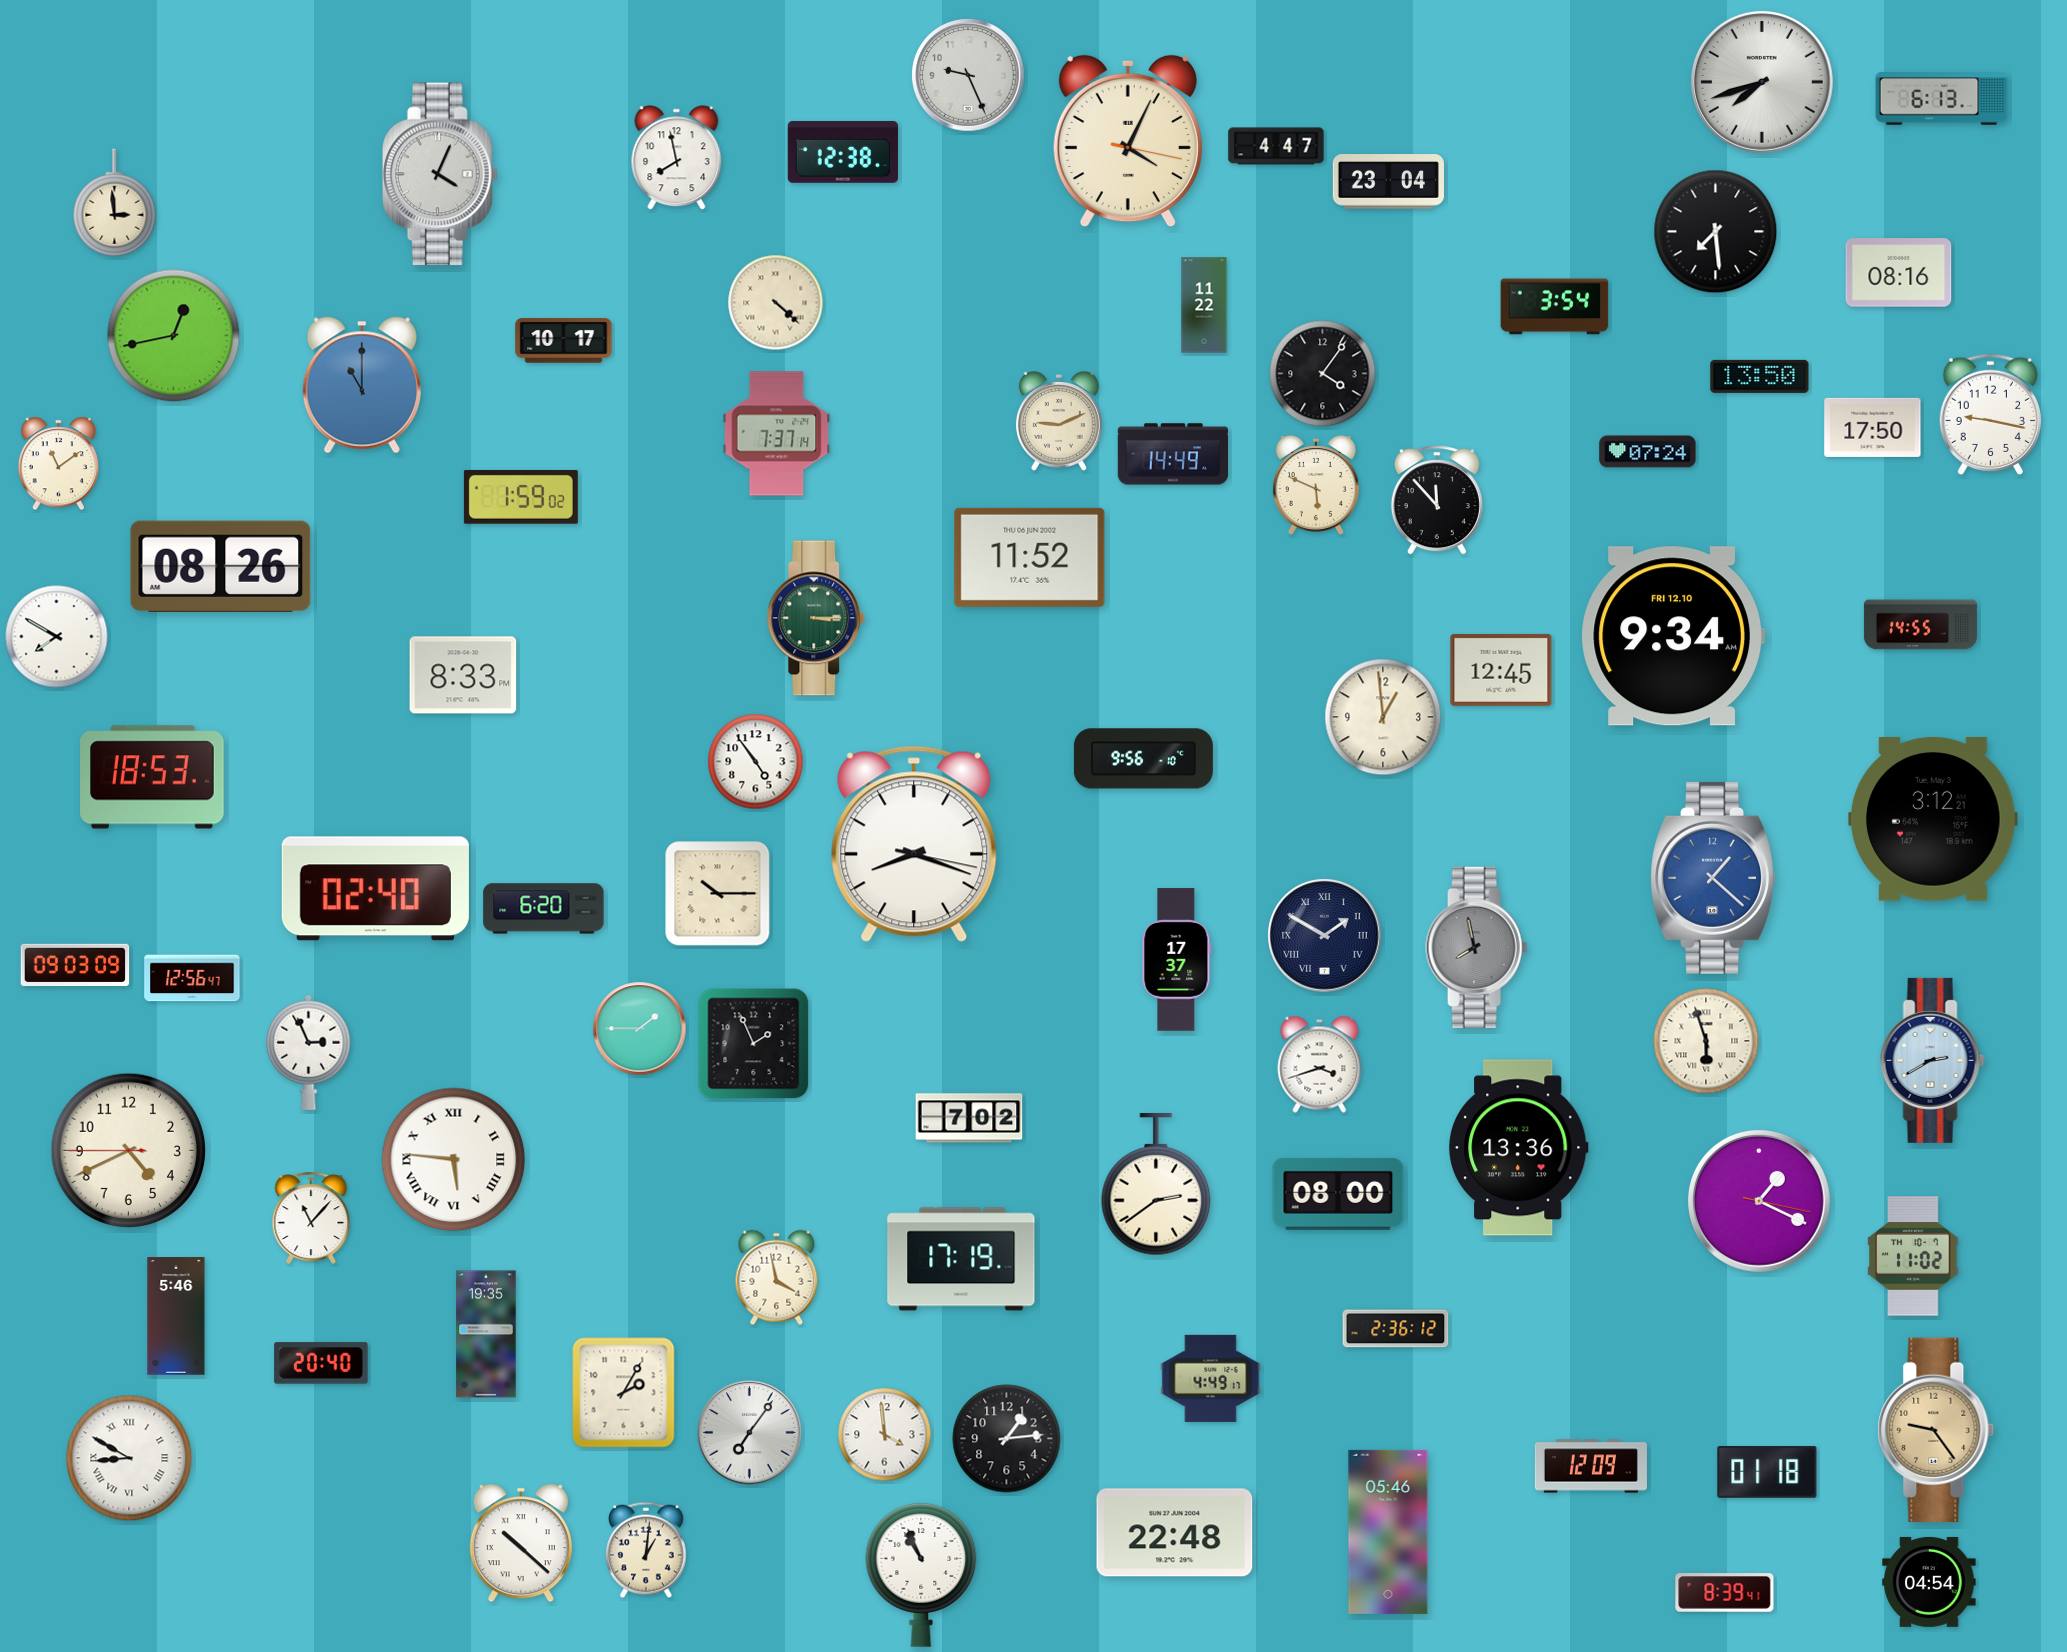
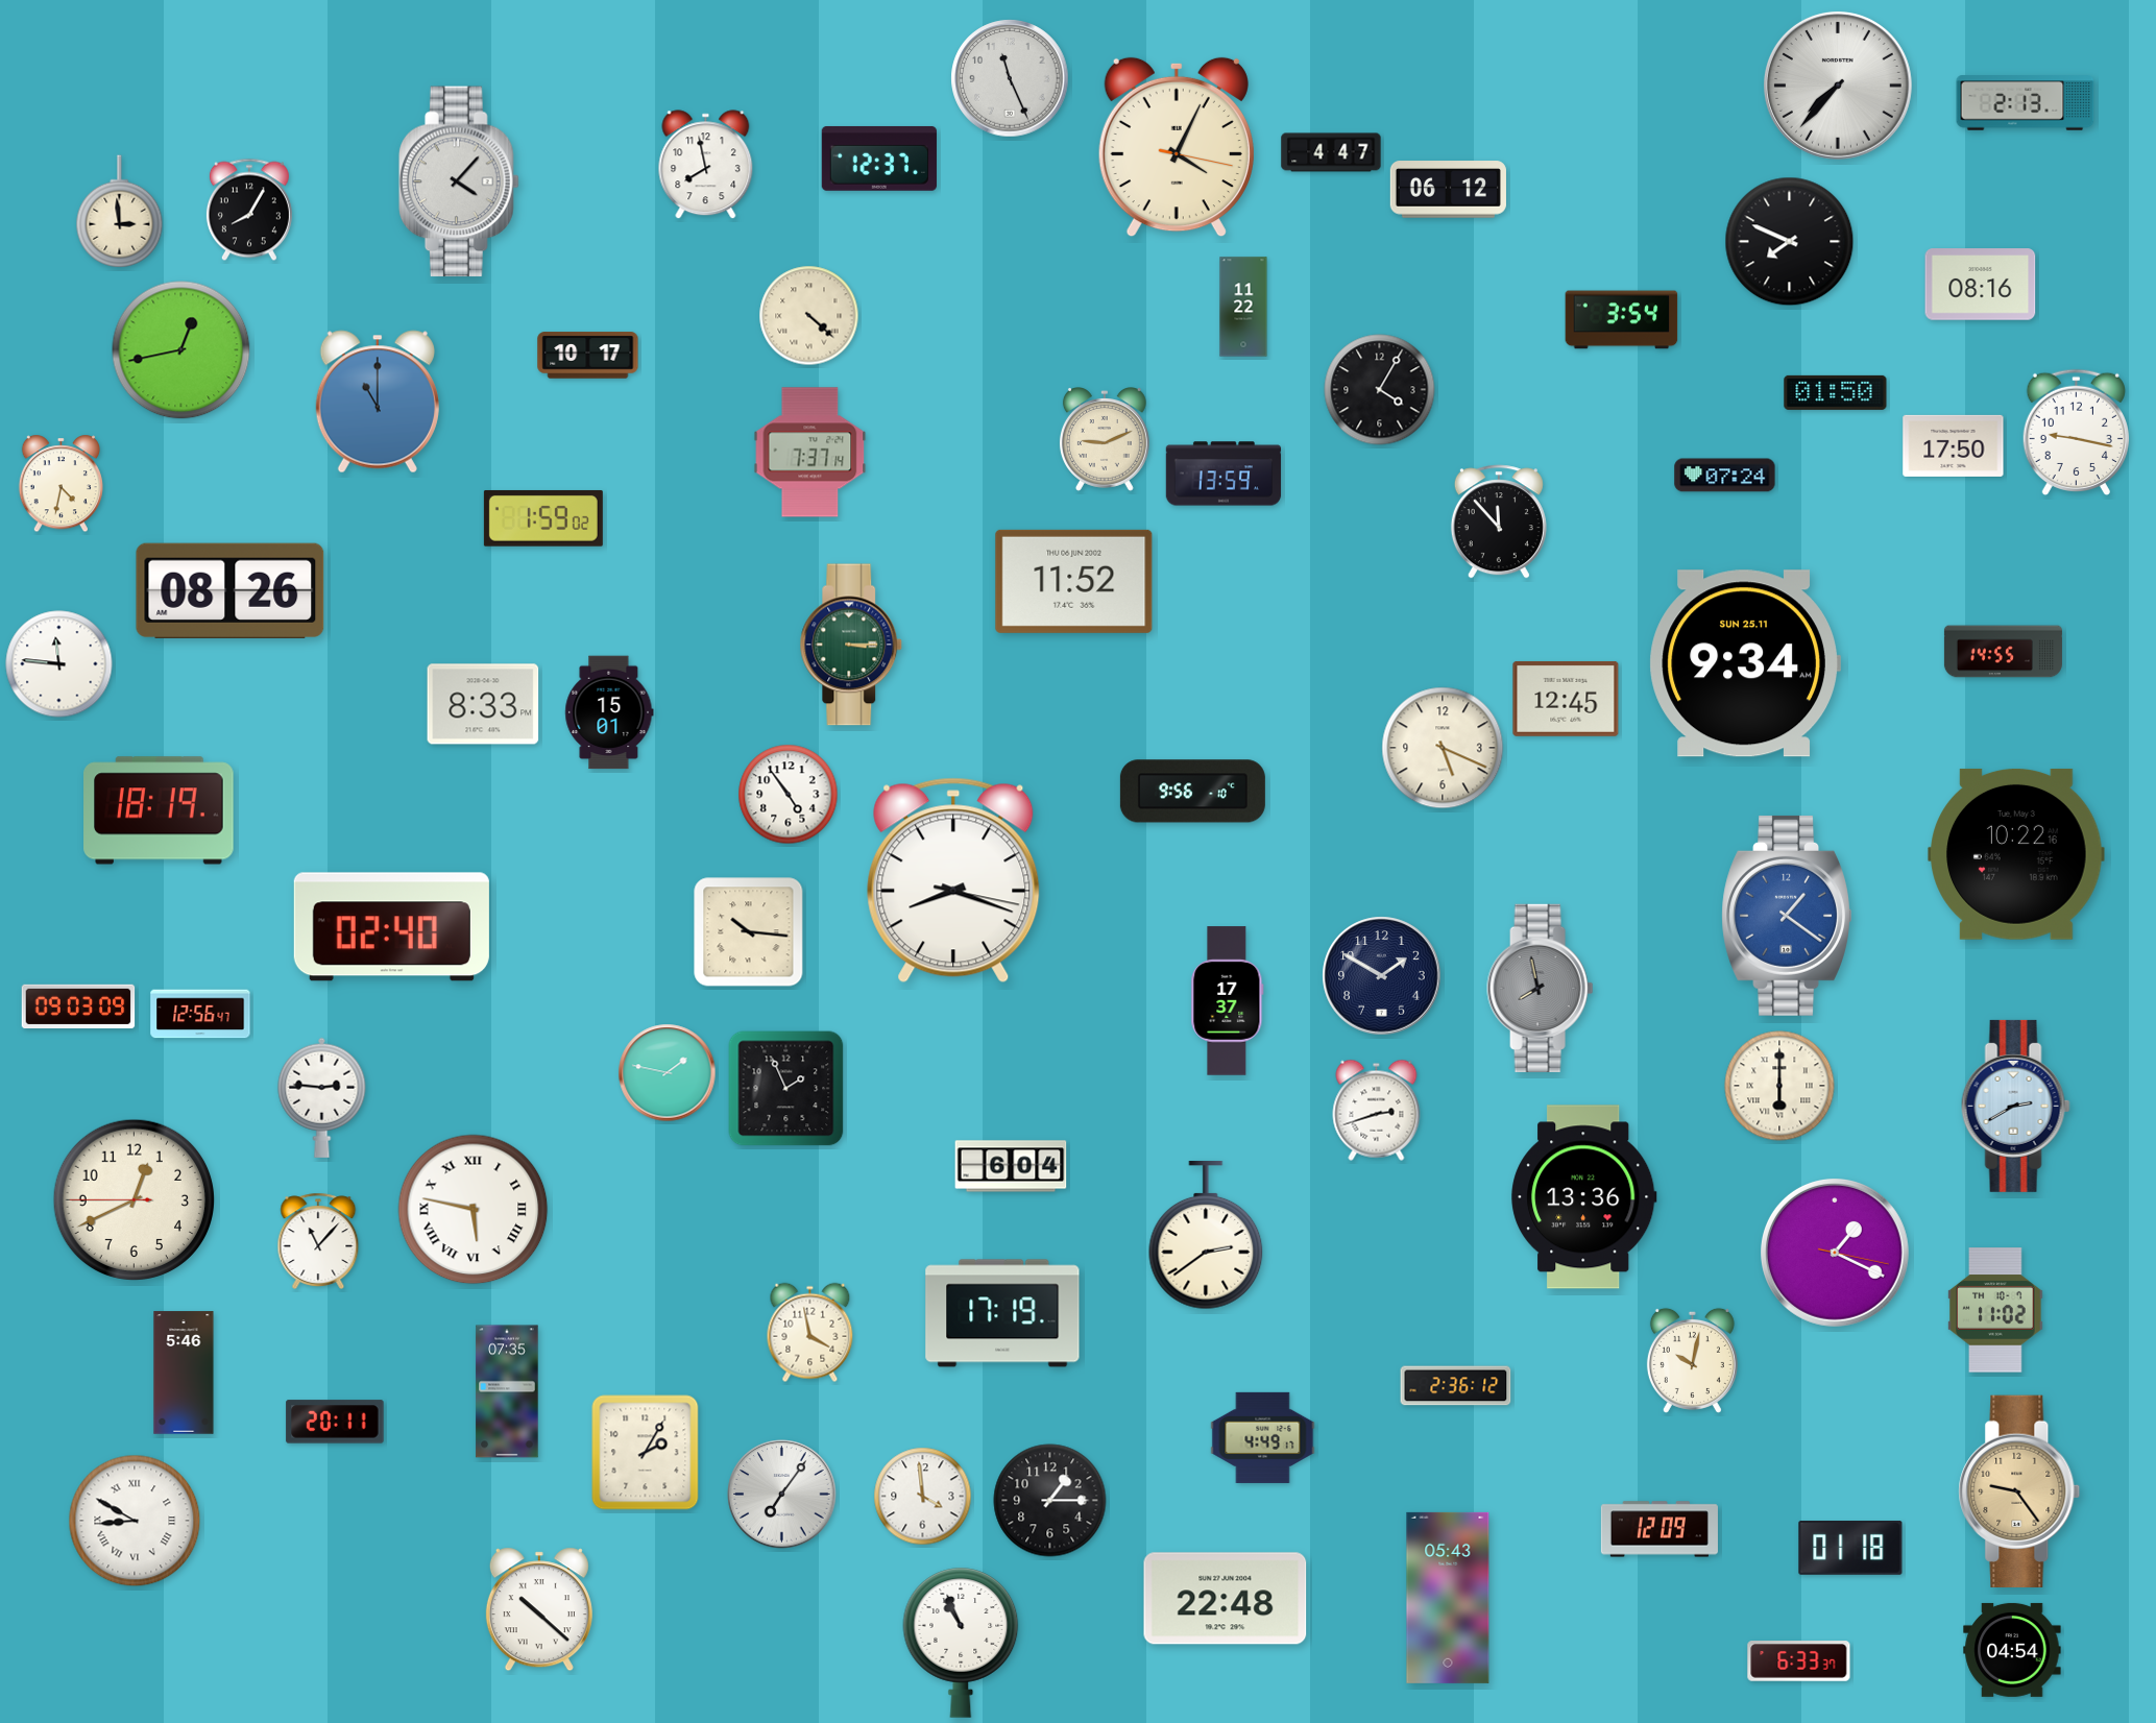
clock at (968, 75): 9:26 -> 11:26
clock at (1762, 82): 7:42 -> 7:37
clock at (1942, 99): 6:13 -> 2:13
clock at (843, 152): 12:38 -> 12:37
clock at (440, 174): 4:04 -> 4:07
clock at (1388, 182): 23:04 -> 06:12
clock at (249, 210): none -> 8:05
clock at (1716, 232): 7:29 -> 7:49
clock at (1204, 305) position: (1204, 305) -> (1243, 307)
clock at (1323, 374): 4:06 -> 4:05
clock at (1760, 376): 13:50 -> 01:50
clock at (1648, 452) position: (1648, 452) -> (1725, 476)
clock at (1173, 454): 14:49 -> 13:59
clock at (58, 464): 11:09 -> 4:32
clock at (1316, 486): 5:49 -> none
clock at (1673, 636) date: FRI 12.10 -> SUN 25.11
clock at (57, 637): 7:50 -> 11:46
clock at (609, 712): none -> 15:01
clock at (1383, 717): 12:59 -> 5:19
clock at (152, 777): 18:53 -> 18:19
clock at (1933, 819): 3:12 -> 10:22
clock at (1712, 878): 1:22 -> 1:21
clock at (718, 894): 10:15 -> 10:16
clock at (544, 909): 6:20 -> none
clock at (1325, 936) numerals: Roman -> Arabic
clock at (192, 978) position: (192, 978) -> (200, 1014)
clock at (640, 1029): 1:45 -> 1:47
clock at (1706, 1041): 5:57 -> 6:00
clock at (309, 1052): 2:56 -> 2:46
clock at (1320, 1064): 3:42 -> 2:42
clock at (969, 1118): 7:02 -> 6:04
clock at (128, 1150): 4:40 -> 12:40
clock at (454, 1160): 5:46 -> 5:47
clock at (1338, 1194): 08:00 -> none
clock at (311, 1218) position: (311, 1218) -> (318, 1241)
clock at (1692, 1360): none -> 10:02
clock at (486, 1334): 19:35 -> 07:35
clock at (321, 1363): 20:40 -> 20:11
clock at (624, 1393) position: (624, 1393) -> (646, 1453)
clock at (1007, 1439): 1:14 -> 1:15
clock at (1767, 1473) position: (1767, 1473) -> (1850, 1549)
clock at (1388, 1532): 05:46 -> 05:43
clock at (521, 1543) position: (521, 1543) -> (539, 1609)
clock at (646, 1550): 1:01 -> none
clock at (1725, 1593): 8:39 -> 6:33
